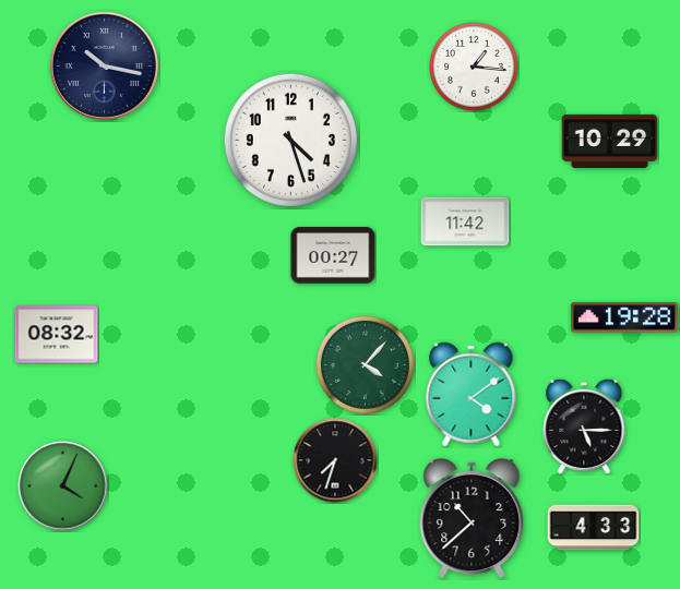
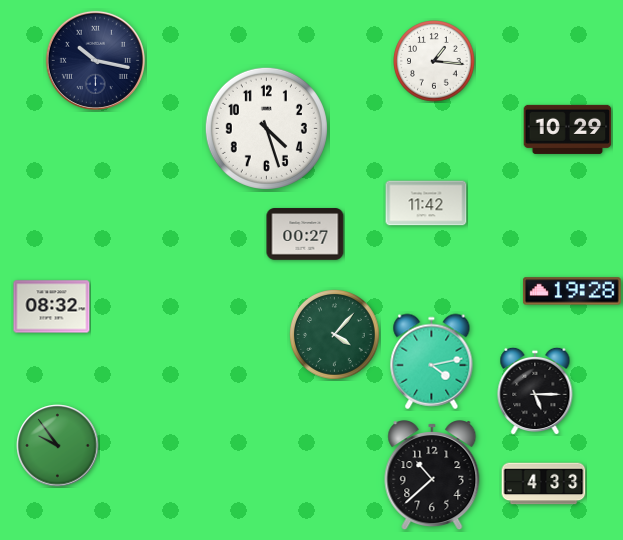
clock at (610, 141) position: (610, 141) -> (568, 129)
clock at (472, 395): 4:09 -> 4:13
clock at (335, 460): 7:33 -> none
clock at (63, 486): 4:04 -> 9:54
